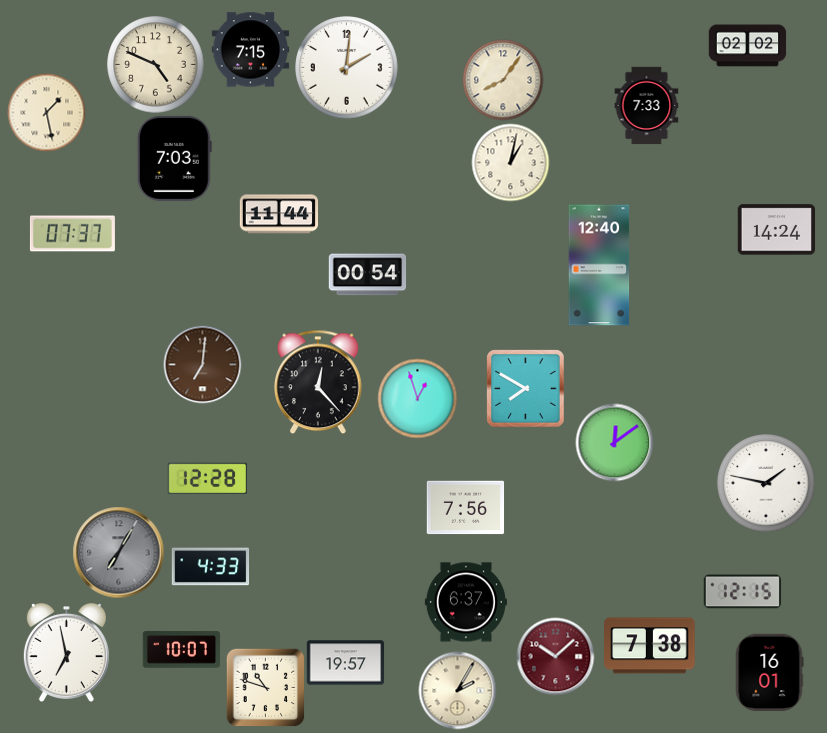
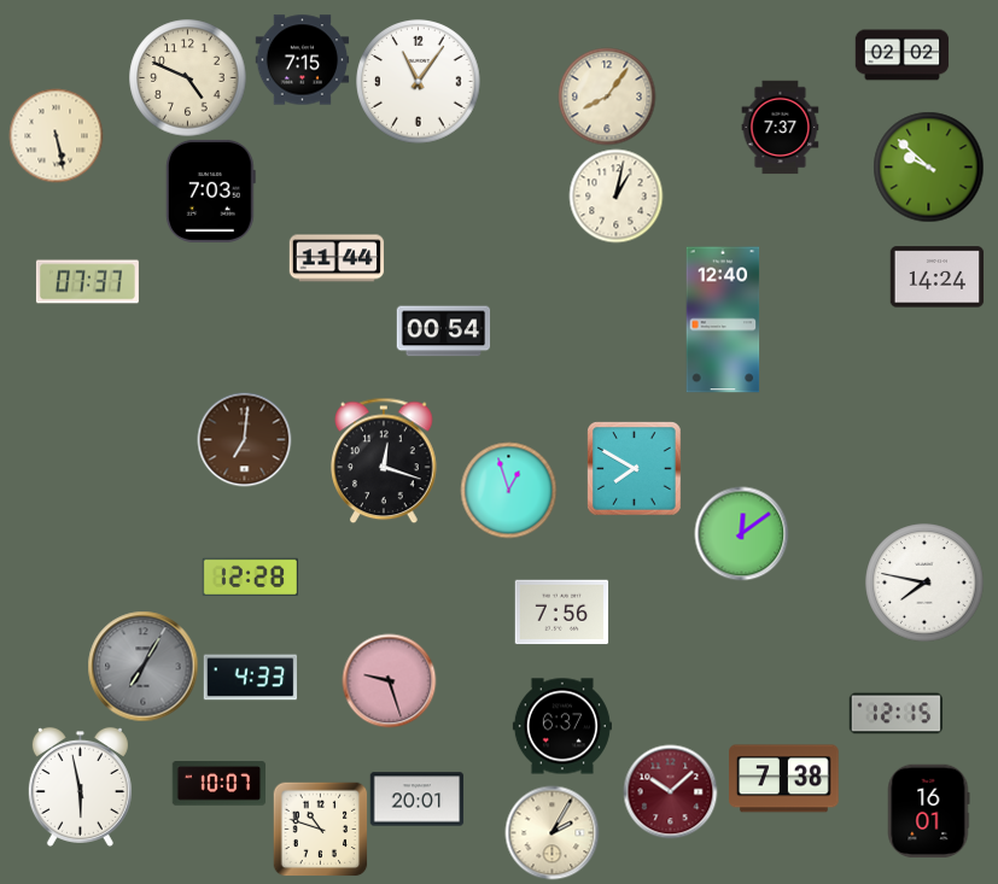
clock at (347, 68): 2:01 -> 11:06
clock at (647, 105): 7:33 -> 7:37
clock at (46, 112): 1:28 -> 5:28
clock at (928, 166): none -> 9:52
clock at (319, 382): 12:23 -> 12:18
clock at (417, 398) position: (417, 398) -> (508, 490)
clock at (766, 483): 1:47 -> 7:47
clock at (389, 680): none -> 9:27
clock at (210, 567) position: (210, 567) -> (250, 678)
clock at (66, 652): 6:58 -> 5:58
clock at (345, 663): 19:57 -> 20:01
